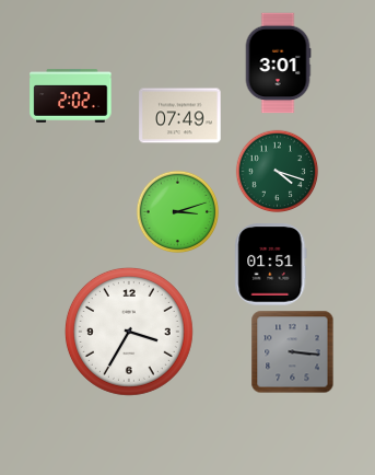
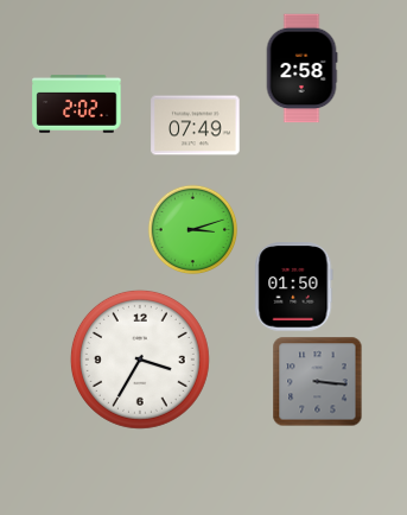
clock at (278, 63): 3:01 -> 2:58
clock at (278, 172): 4:18 -> none
clock at (271, 265): 01:51 -> 01:50
